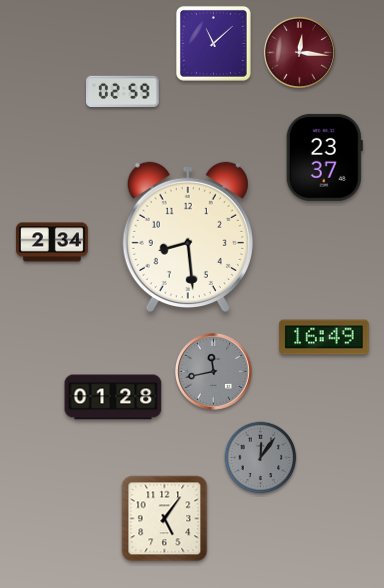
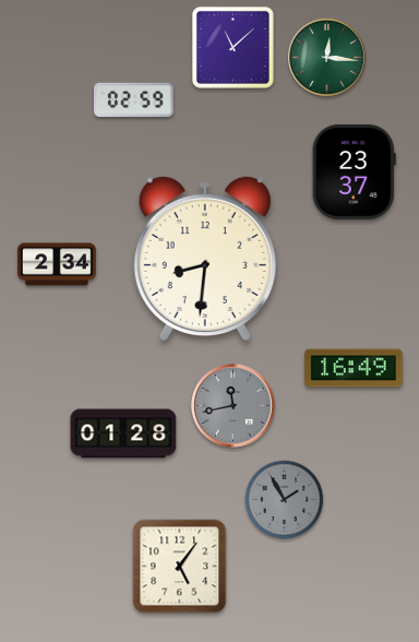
clock at (299, 52) dial: burgundy -> green
clock at (188, 236): 8:29 -> 8:31
clock at (261, 458): 12:06 -> 1:55
